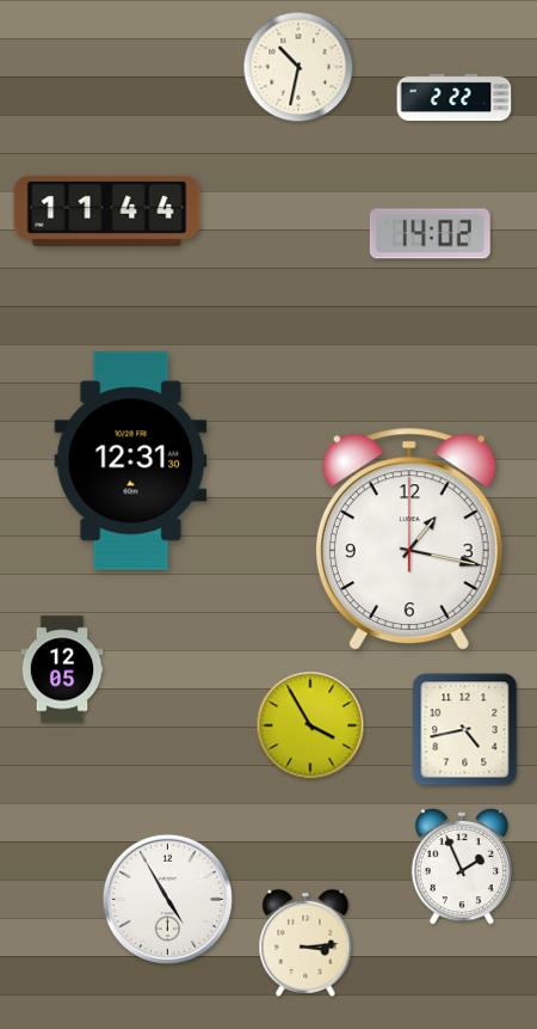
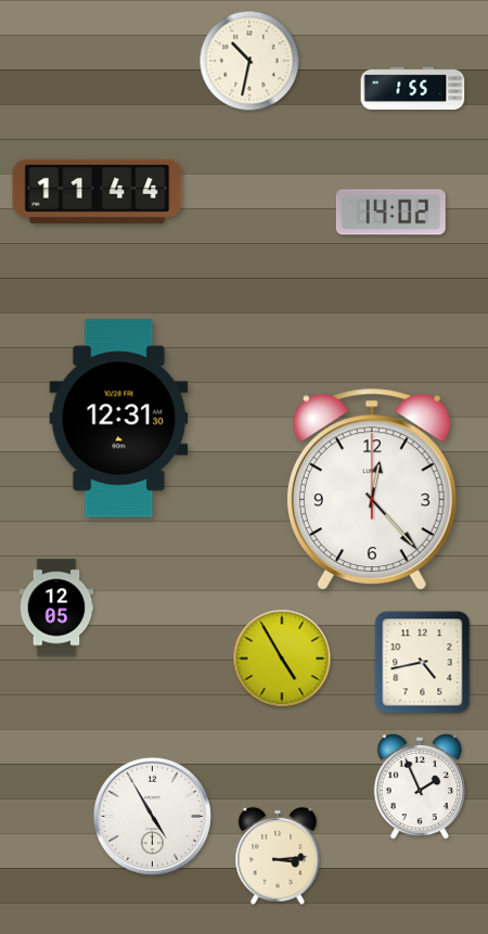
clock at (298, 67) position: (298, 67) -> (249, 61)
clock at (455, 98): 2:22 -> 1:55
clock at (409, 538): 1:17 -> 12:23
clock at (310, 725): 3:55 -> 4:55
